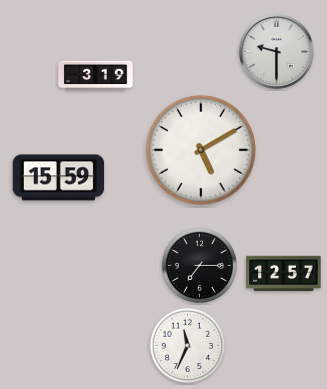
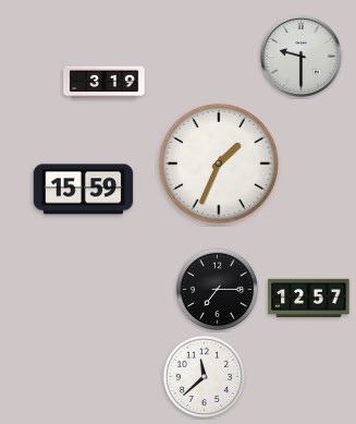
clock at (201, 150): 5:10 -> 1:34
clock at (59, 178) position: (59, 178) -> (84, 190)
clock at (188, 346): 11:34 -> 11:38
